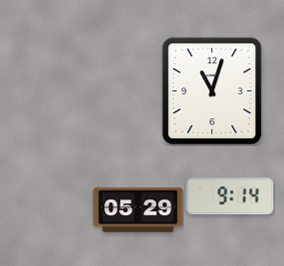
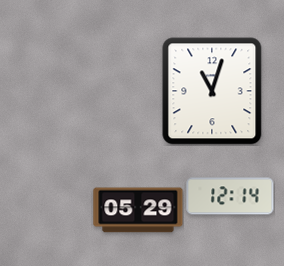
clock at (230, 196): 9:14 -> 12:14
